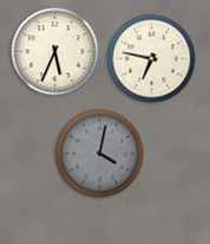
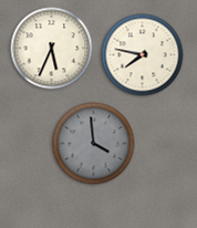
clock at (152, 59): 6:47 -> 7:47
clock at (100, 154): 4:02 -> 3:59
